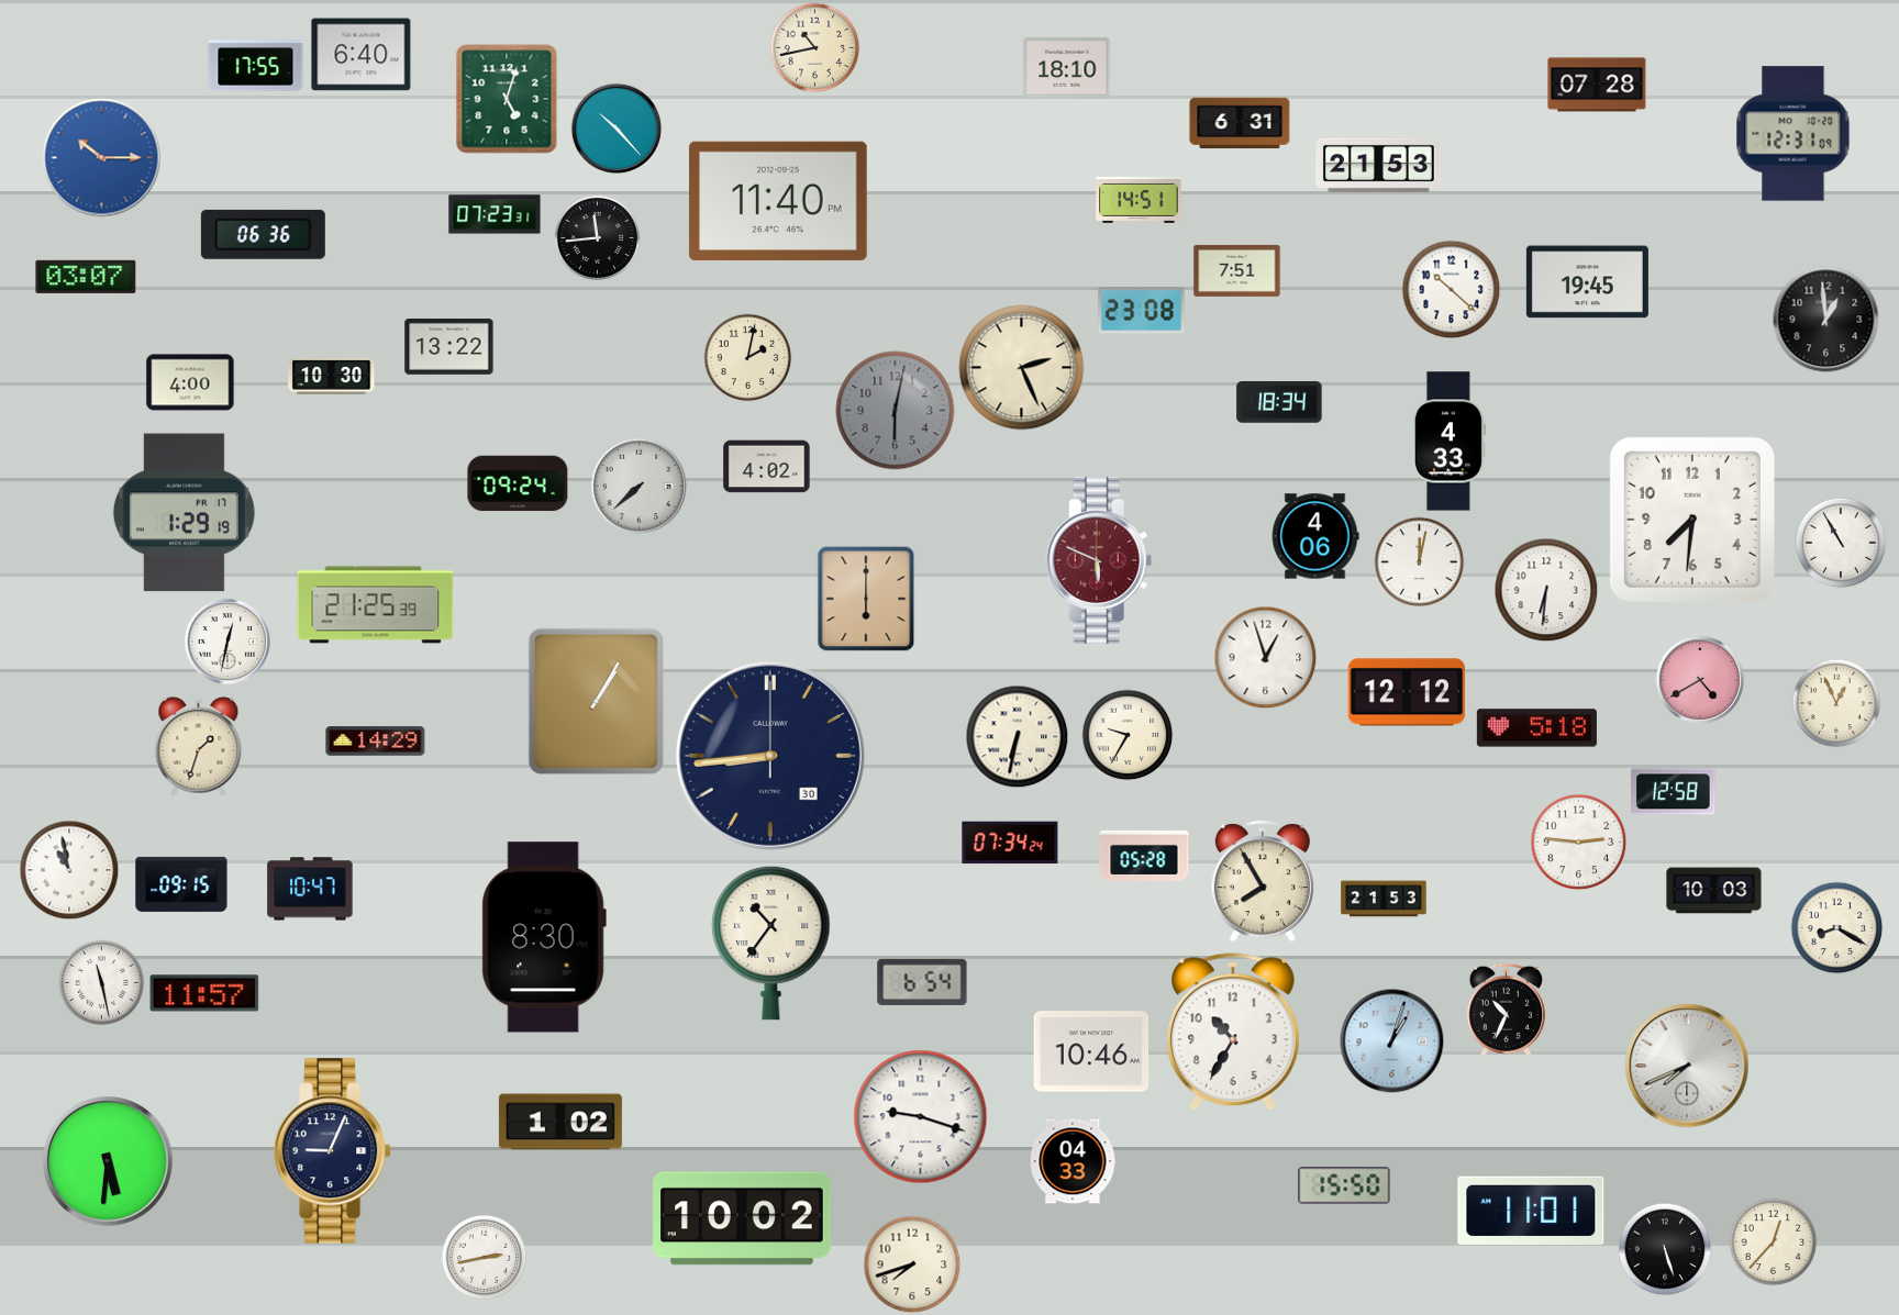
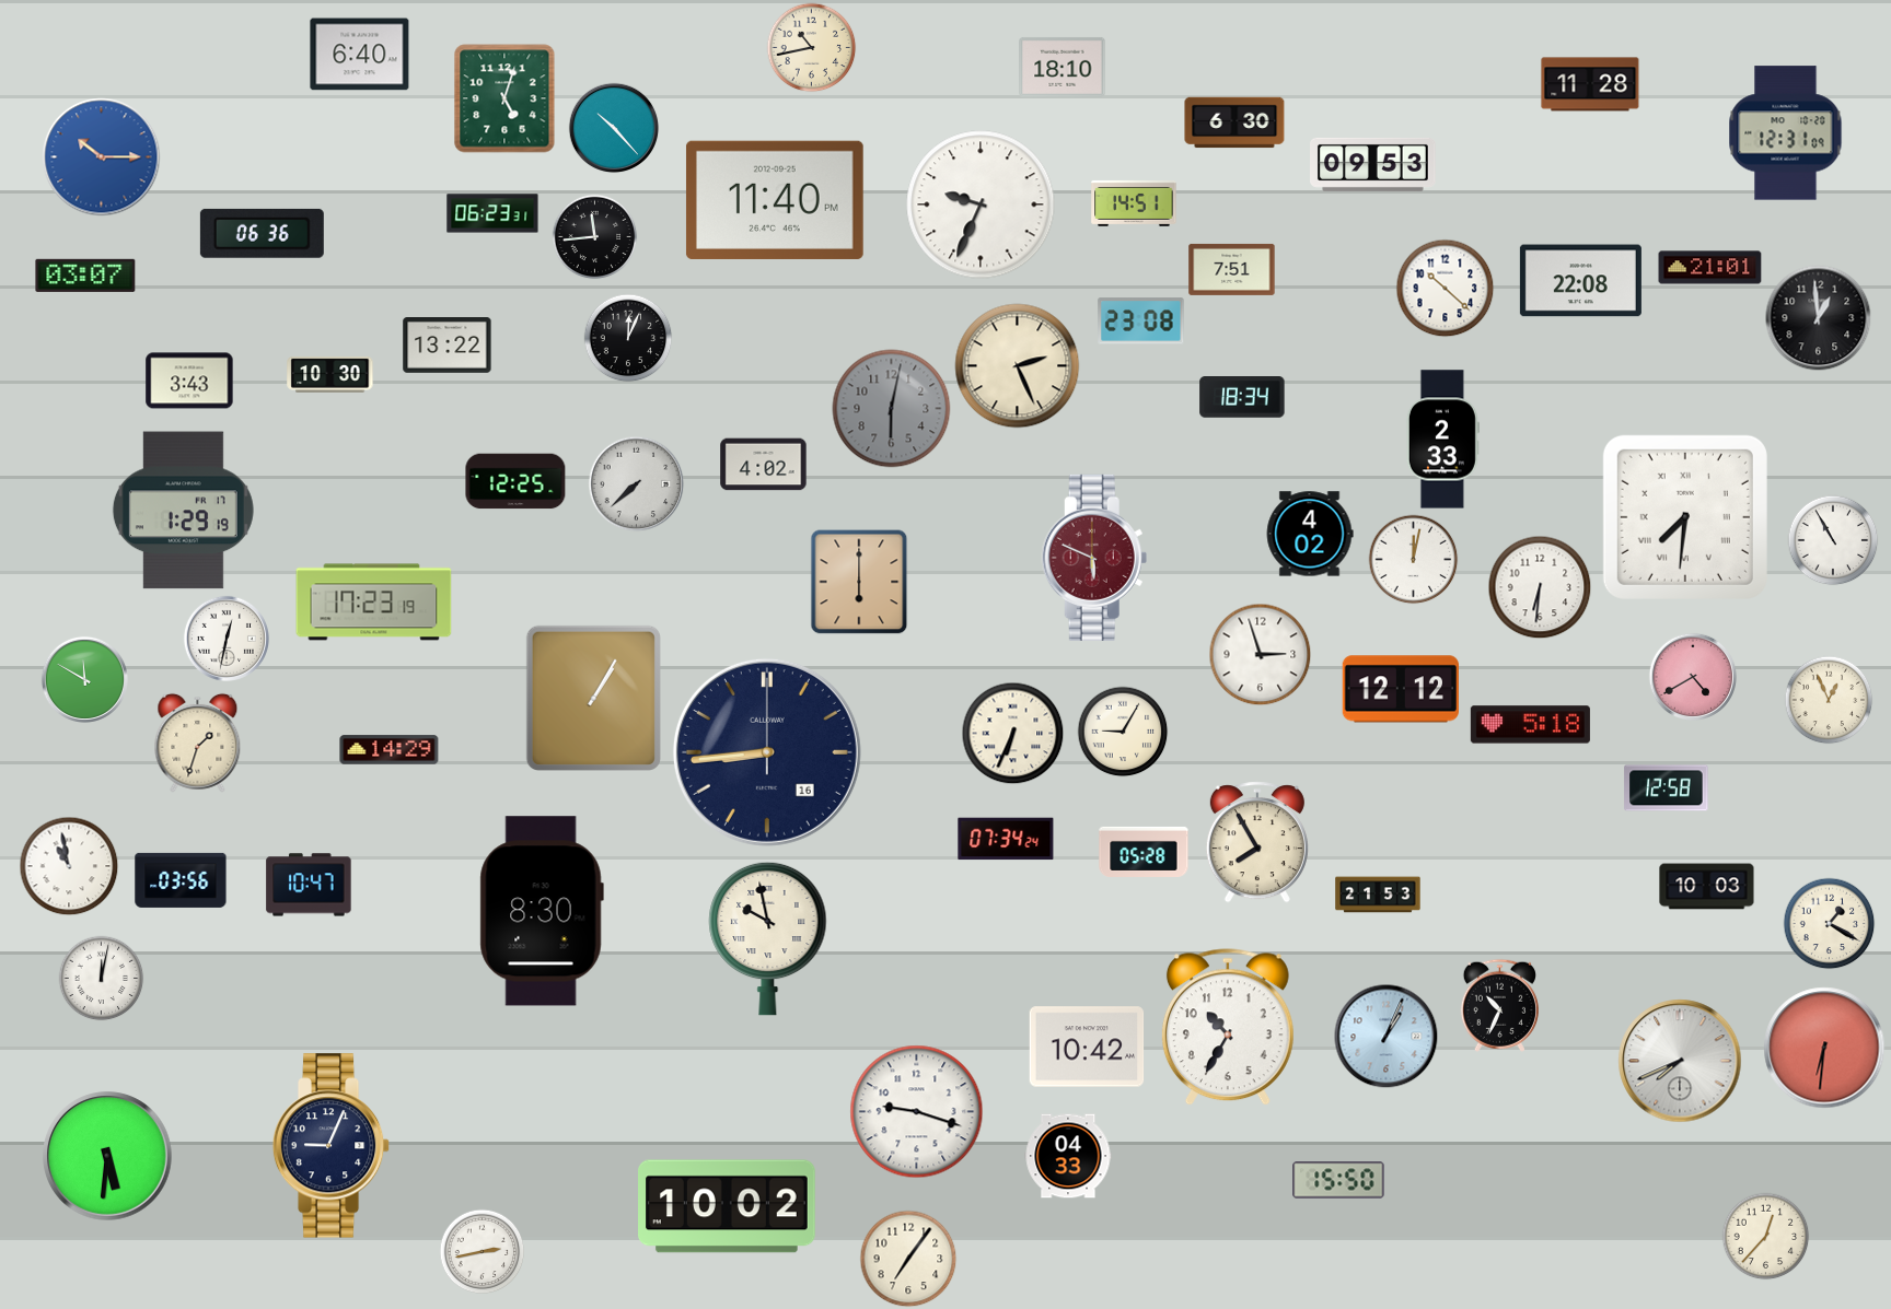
clock at (256, 66): 17:55 -> none
clock at (1597, 85): 07:28 -> 11:28
clock at (1240, 123): 6:31 -> 6:30
clock at (1379, 165): 21:53 -> 09:53
clock at (1139, 200) position: (1139, 200) -> (1134, 203)
clock at (981, 204): none -> 9:34
clock at (495, 214): 07:23 -> 06:23
clock at (1710, 268): none -> 21:01
clock at (1587, 282): 19:45 -> 22:08
clock at (1142, 311) position: (1142, 311) -> (1141, 322)
clock at (628, 338): none -> 12:04
clock at (747, 357): 2:02 -> none
clock at (190, 382): 4:00 -> 3:43
clock at (1279, 403) position: (1279, 403) -> (1242, 398)
clock at (1448, 442): 4:33 -> 2:33
clock at (518, 483): 09:24 -> 12:25
clock at (1692, 520) numerals: Arabic -> Roman
clock at (1315, 536): 4:06 -> 4:02
clock at (866, 599) position: (866, 599) -> (859, 582)
clock at (376, 605): 21:25 -> 17:23
clock at (1265, 657): 12:57 -> 2:57
clock at (84, 679): none -> 11:50
clock at (1128, 735): 9:35 -> 9:05
clock at (1017, 736): 6:32 -> 6:34
clock at (376, 742) position: (376, 742) -> (390, 750)
clock at (770, 756) date: 30 -> 16
clock at (1578, 842): 2:46 -> none
clock at (1144, 856) position: (1144, 856) -> (1144, 852)
clock at (1263, 881) position: (1263, 881) -> (1257, 842)
clock at (181, 884): 09:15 -> 03:56
clock at (1836, 927): 8:20 -> 1:20
clock at (544, 937) position: (544, 937) -> (542, 911)
clock at (771, 943): 10:36 -> 9:58
clock at (101, 982): 11:28 -> 12:02
clock at (922, 982): 6:54 -> none
clock at (204, 993): 11:57 -> none
clock at (1391, 1040): 1:03 -> 1:04
clock at (1091, 1051): 10:46 -> 10:42
clock at (1824, 1048): none -> 6:31
clock at (560, 1122): 1:02 -> none
clock at (1531, 1210): 11:01 -> none
clock at (743, 1218) position: (743, 1218) -> (728, 1206)
clock at (1665, 1249): 5:27 -> none
clock at (912, 1264): 7:42 -> 7:06
